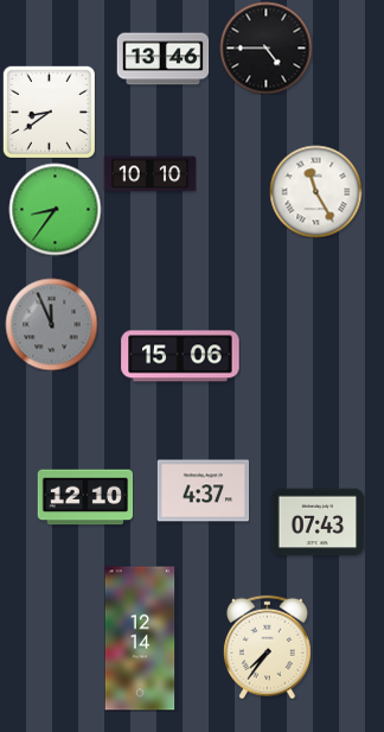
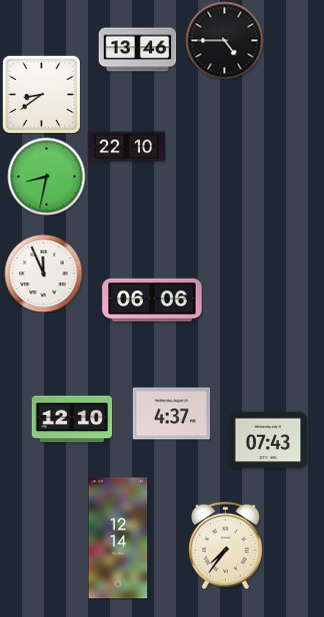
clock at (149, 174): 10:10 -> 22:10
clock at (315, 191): 11:25 -> none
clock at (55, 209): 8:36 -> 8:32
clock at (51, 324) dial: grey -> white
clock at (180, 356): 15:06 -> 06:06
